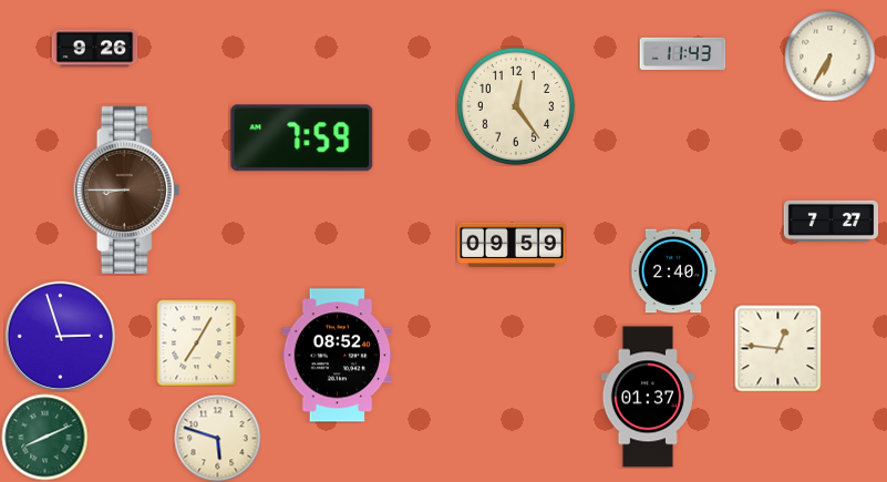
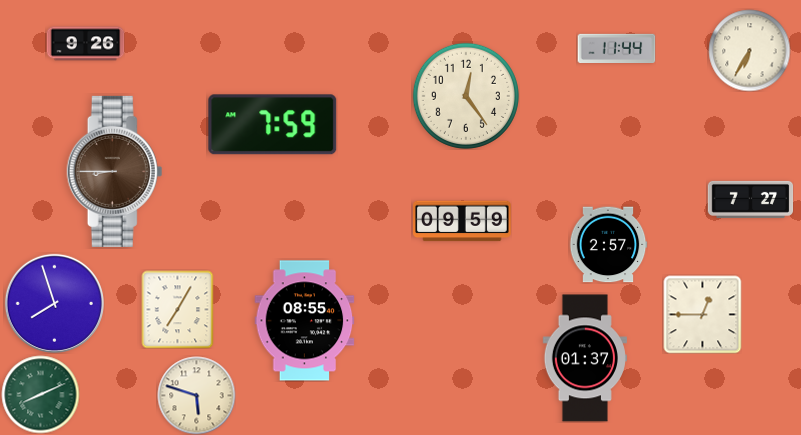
clock at (682, 53): 11:43 -> 11:44
clock at (673, 271): 2:40 -> 2:57
clock at (60, 336): 2:57 -> 7:57
clock at (777, 348): 12:46 -> 12:45
clock at (338, 356): 08:52 -> 08:55
